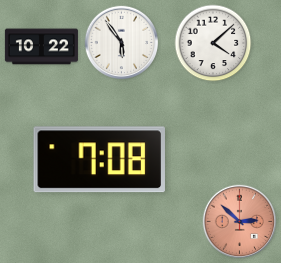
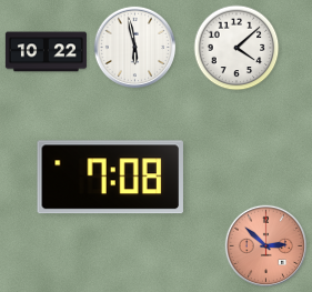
clock at (122, 43): 5:54 -> 5:58
